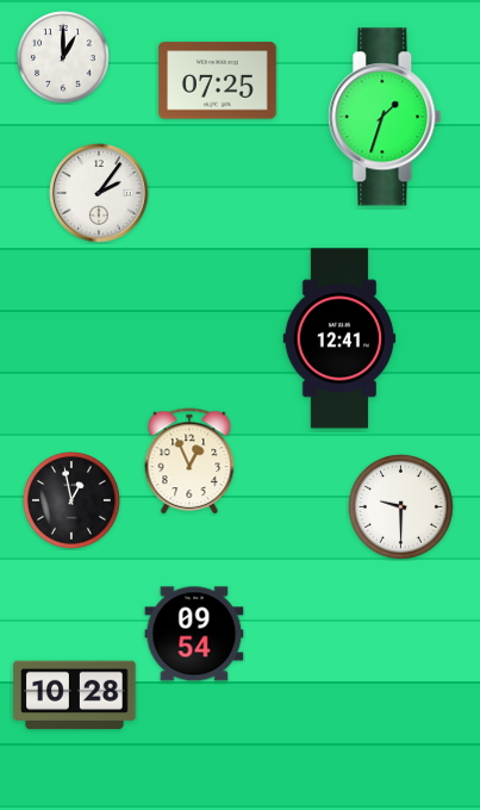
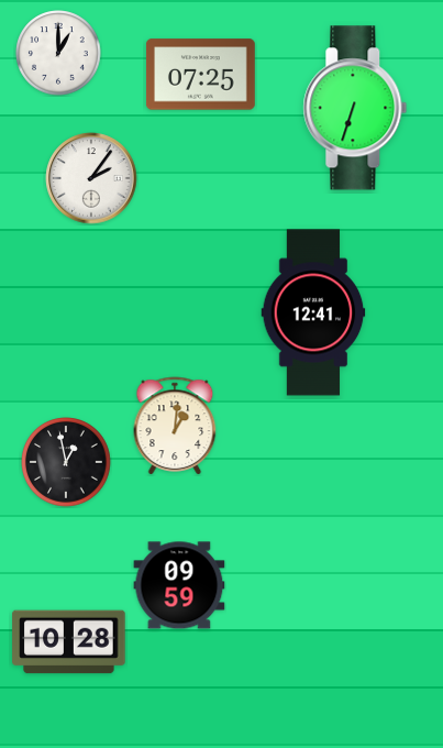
clock at (385, 117): 1:33 -> 6:33
clock at (189, 461): 12:56 -> 1:01
clock at (401, 507): 9:30 -> none
clock at (194, 634): 09:54 -> 09:59
